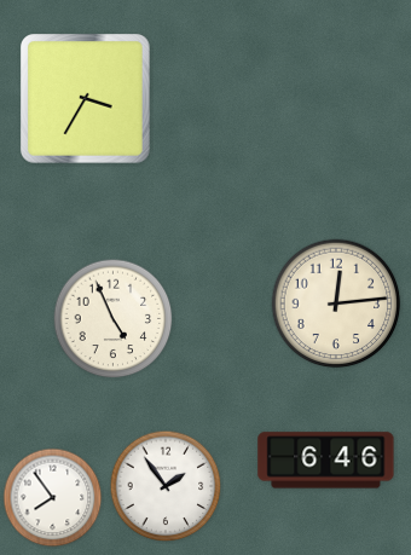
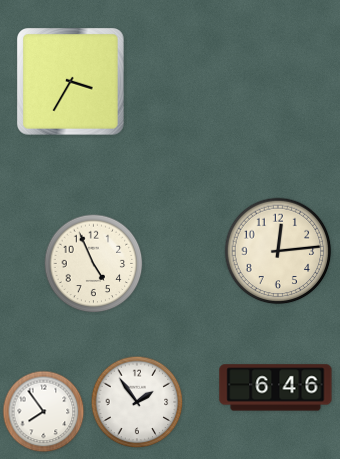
clock at (326, 461) position: (326, 461) -> (276, 388)
